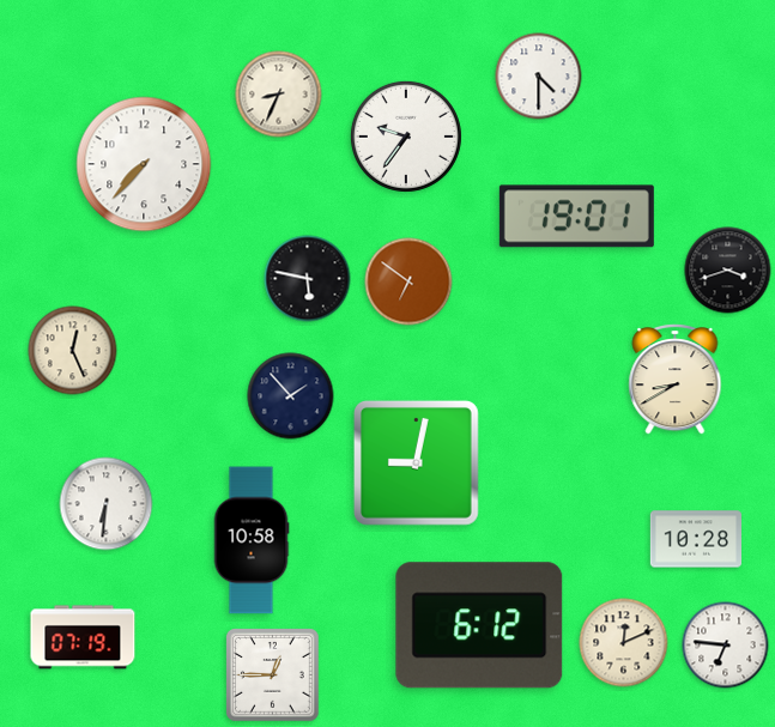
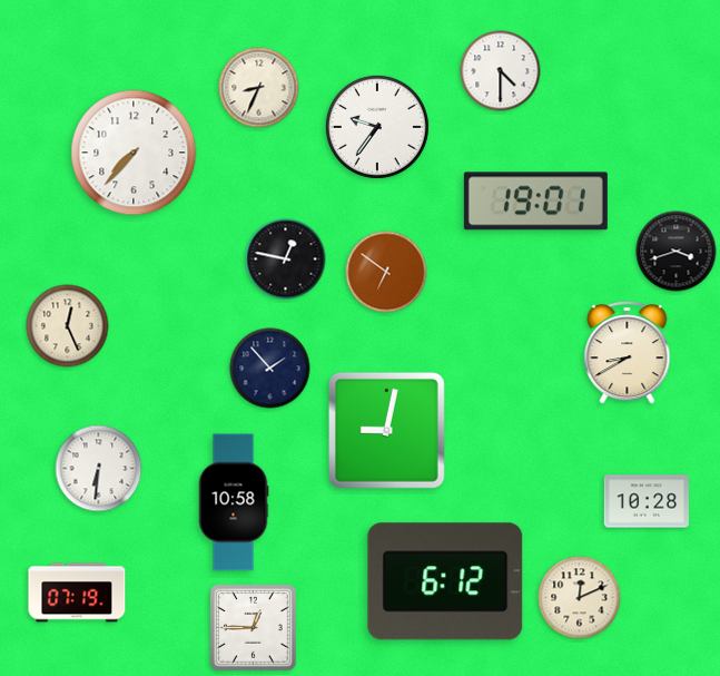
clock at (308, 279): 5:47 -> 12:47
clock at (408, 281) position: (408, 281) -> (386, 272)
clock at (726, 646): 6:46 -> none
